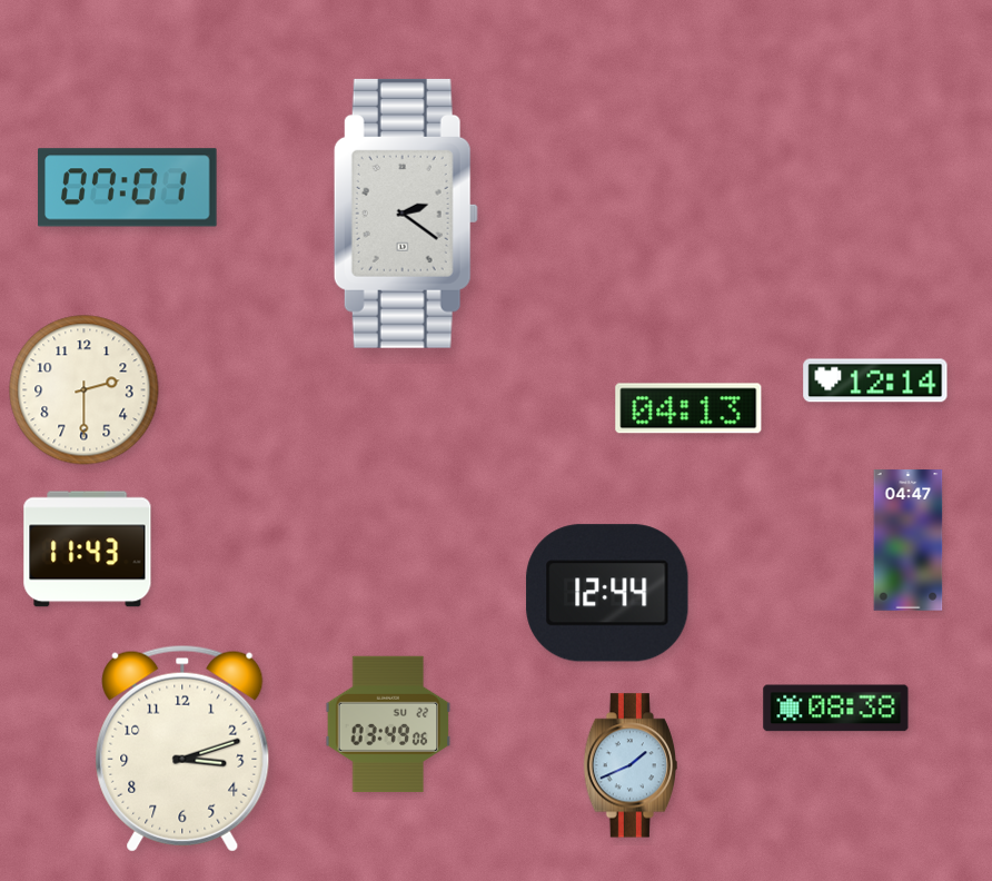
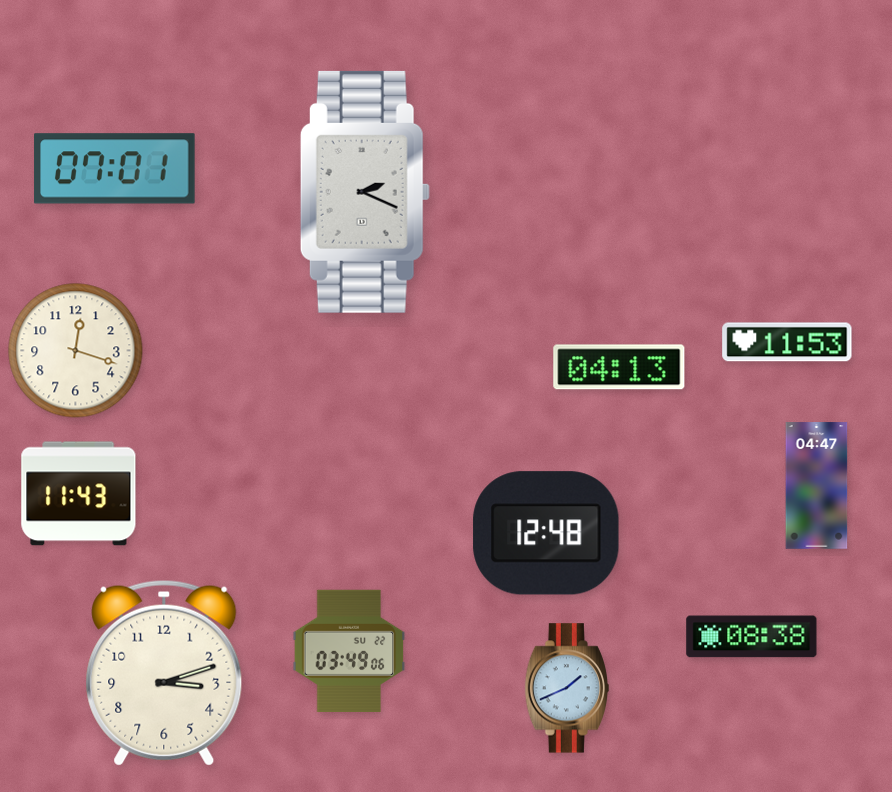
clock at (406, 214): 2:21 -> 2:19
clock at (875, 380): 12:14 -> 11:53
clock at (85, 390): 2:30 -> 12:18
clock at (607, 593): 12:44 -> 12:48
